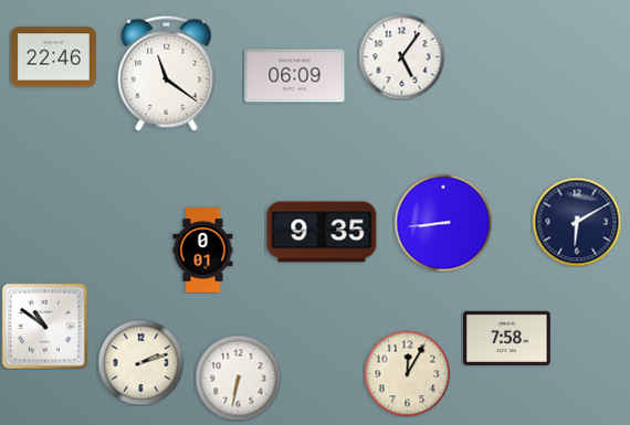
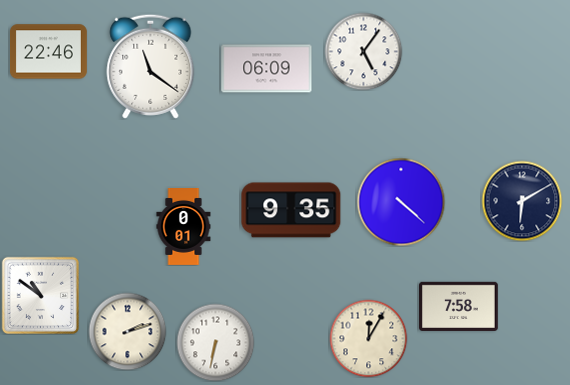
clock at (443, 223): 8:44 -> 4:22
clock at (140, 362) position: (140, 362) -> (127, 331)
